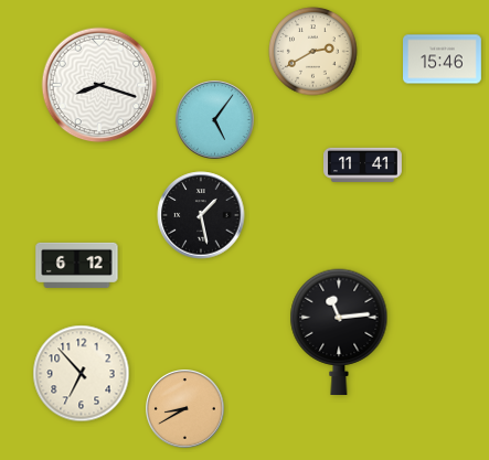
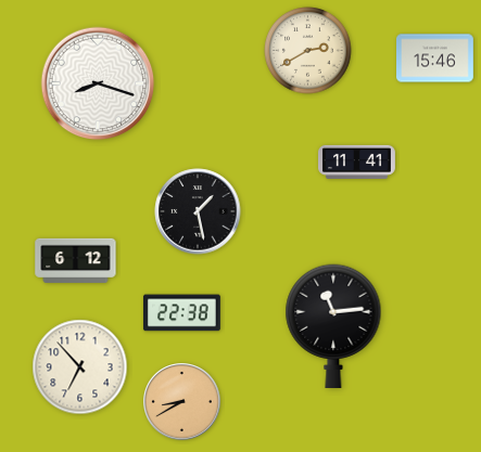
clock at (215, 120): 5:06 -> none
clock at (181, 313): none -> 22:38
